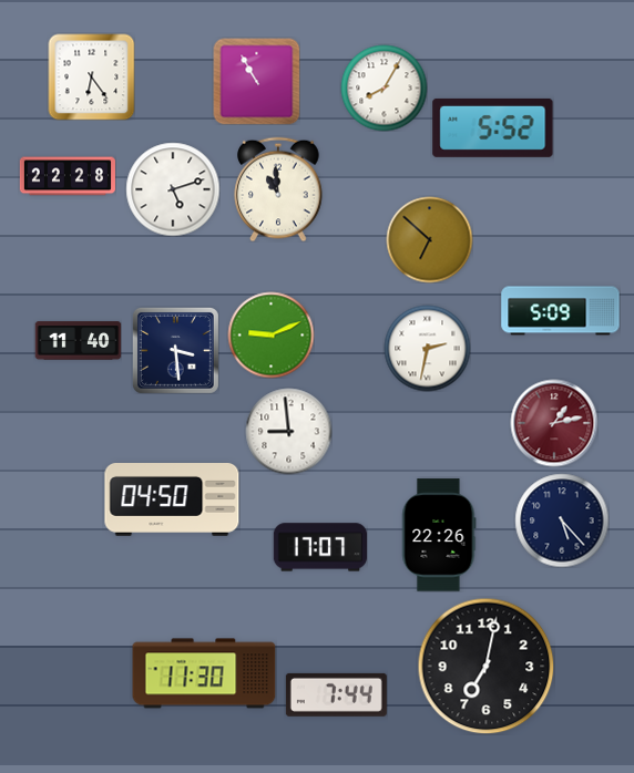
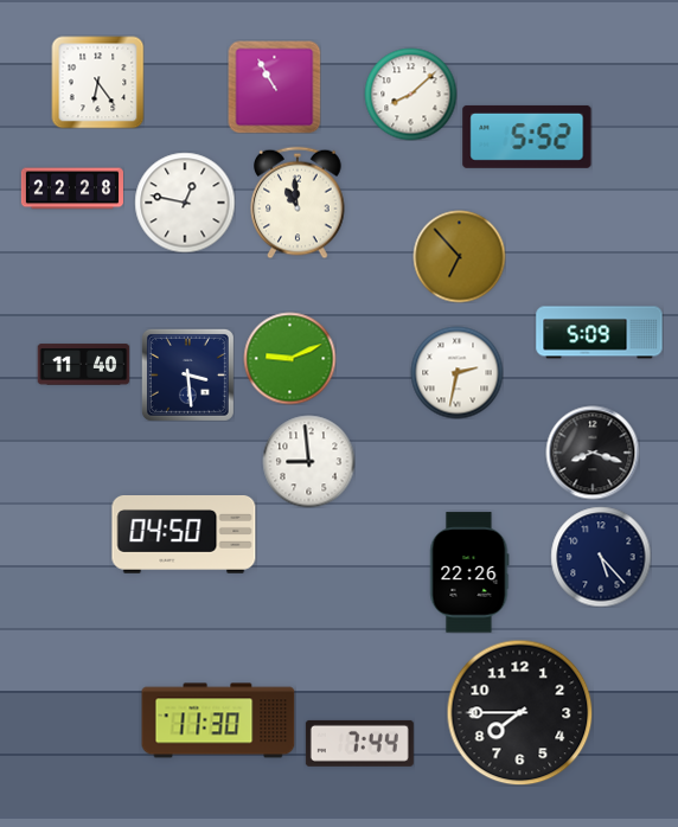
clock at (384, 87): 8:05 -> 8:08
clock at (173, 189): 5:12 -> 12:47
clock at (429, 239): 6:52 -> 6:53
clock at (554, 423): 1:13 -> 8:18
clock at (554, 423) dial: burgundy -> black
clock at (319, 547): 17:07 -> none
clock at (485, 666): 7:02 -> 7:45
